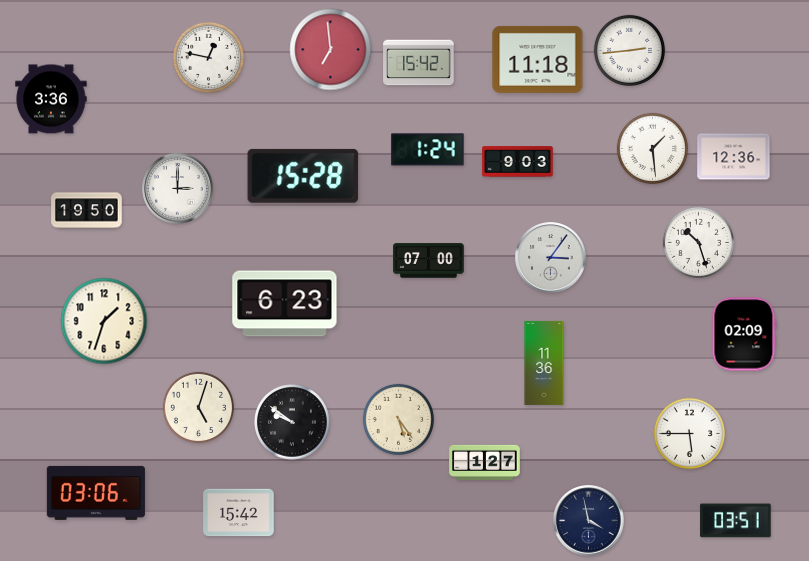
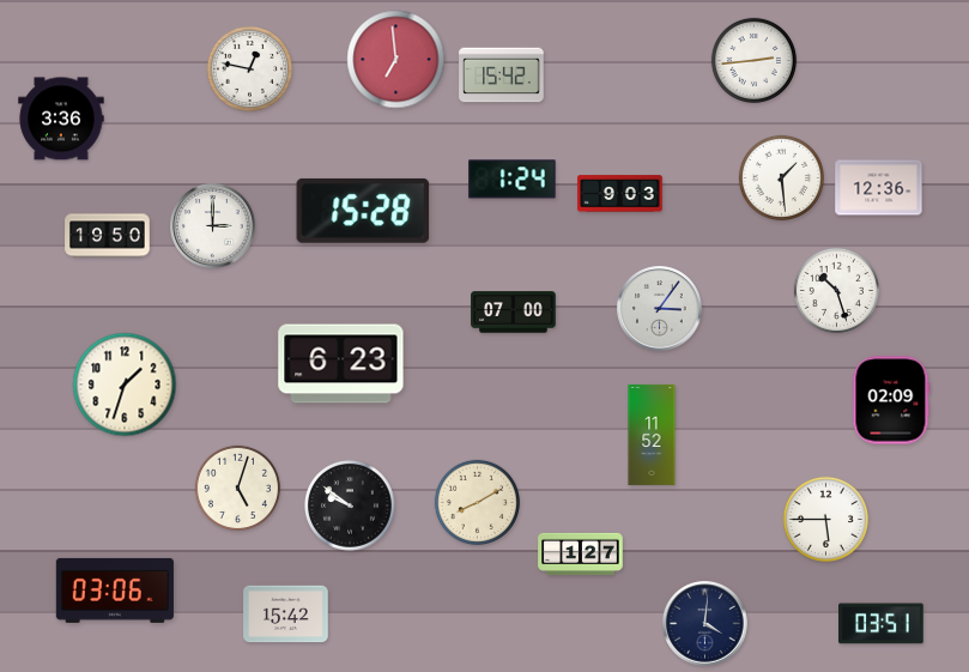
clock at (538, 59): 11:18 -> none
clock at (87, 211) position: (87, 211) -> (108, 236)
clock at (544, 363): 11:36 -> 11:52
clock at (398, 419): 5:24 -> 8:10
clock at (589, 521): 3:58 -> 4:01
